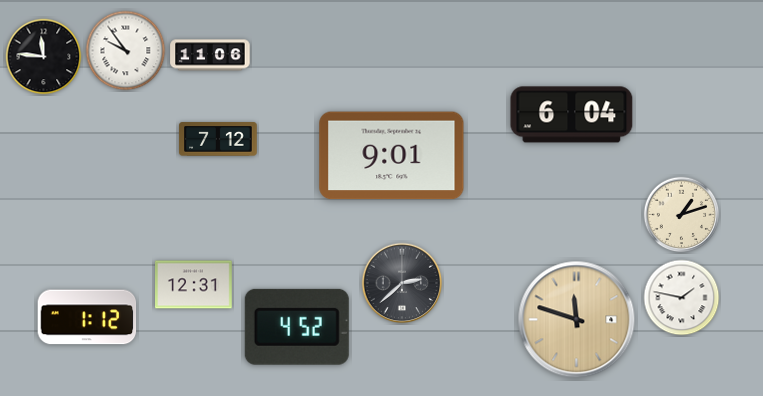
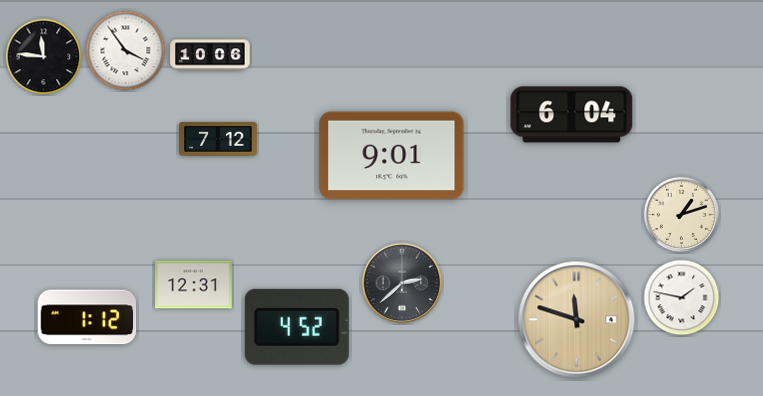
clock at (126, 51): 9:54 -> 3:54
clock at (210, 55): 11:06 -> 10:06
